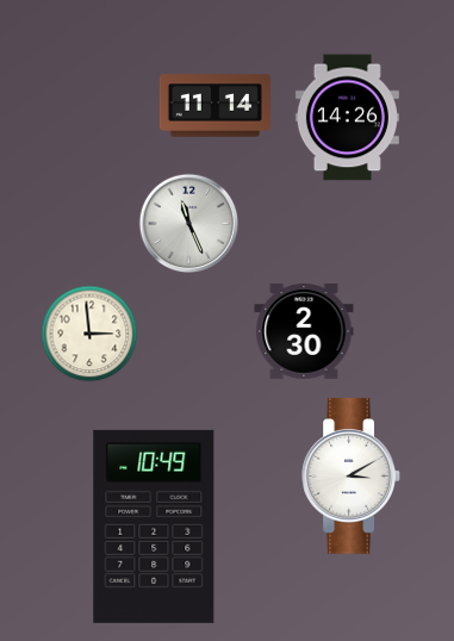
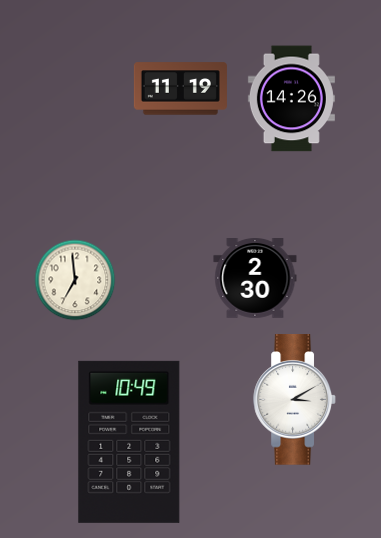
clock at (214, 106): 11:14 -> 11:19
clock at (189, 224): 11:26 -> none
clock at (89, 334): 2:59 -> 6:59
